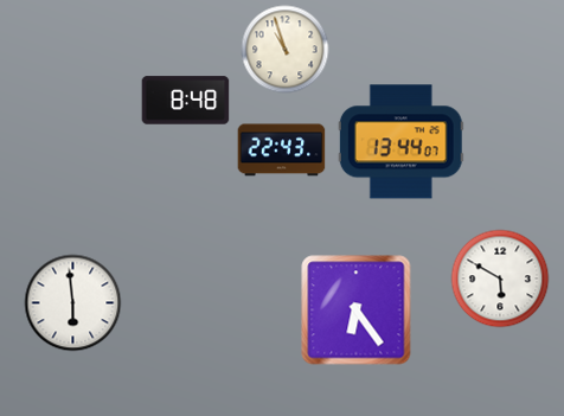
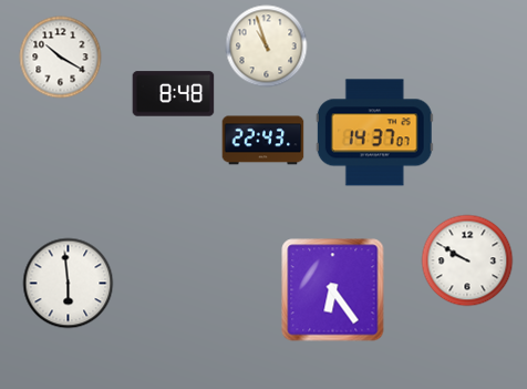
clock at (61, 58): none -> 10:20
clock at (400, 142): 13:44 -> 14:37
clock at (500, 279): 5:50 -> 9:50
